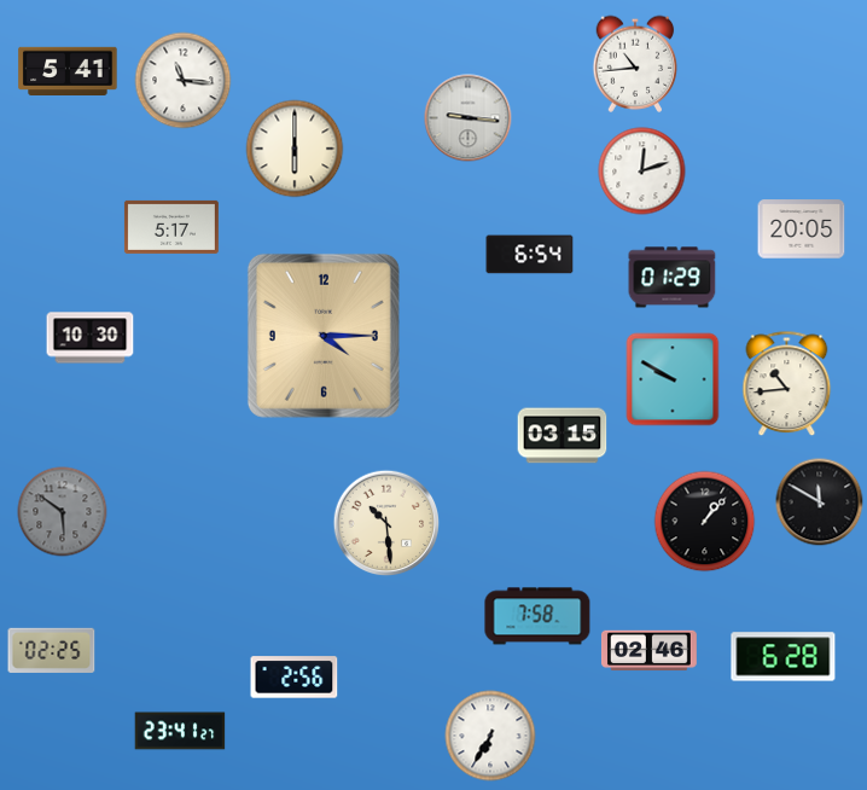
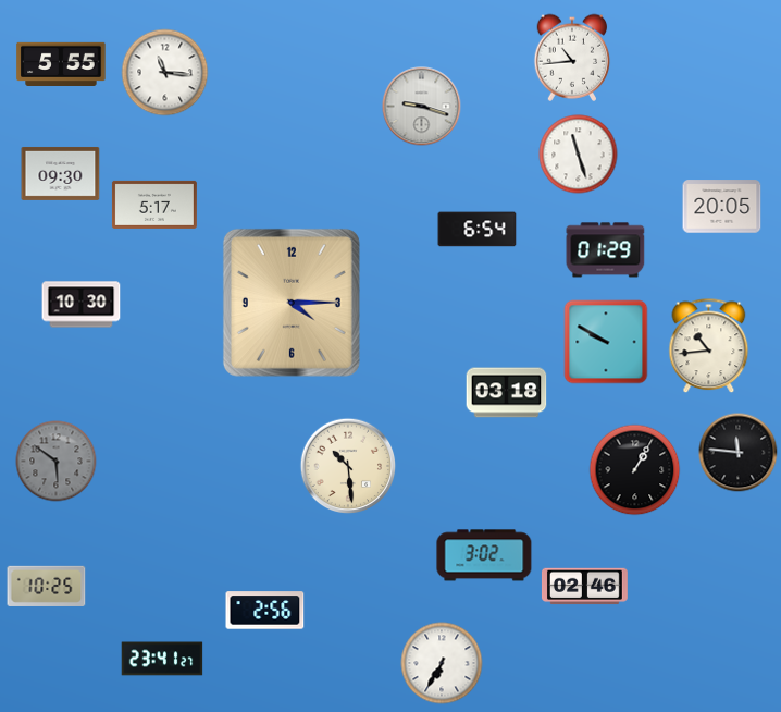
clock at (68, 71): 5:41 -> 5:55
clock at (469, 118): 9:16 -> 9:18
clock at (295, 149): 6:00 -> none
clock at (642, 172): 12:12 -> 11:27
clock at (61, 173): none -> 09:30
clock at (563, 436): 03:15 -> 03:18
clock at (820, 503): 11:50 -> 11:46
clock at (705, 522): 1:07 -> 1:05
clock at (386, 523) position: (386, 523) -> (348, 466)
clock at (537, 616): 7:58 -> 3:02
clock at (52, 650): 02:25 -> 10:25
clock at (784, 657): 6:28 -> none
